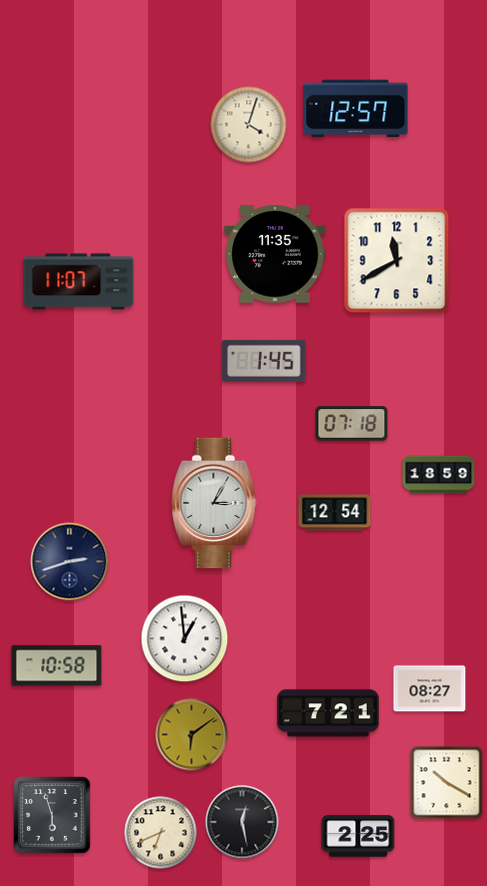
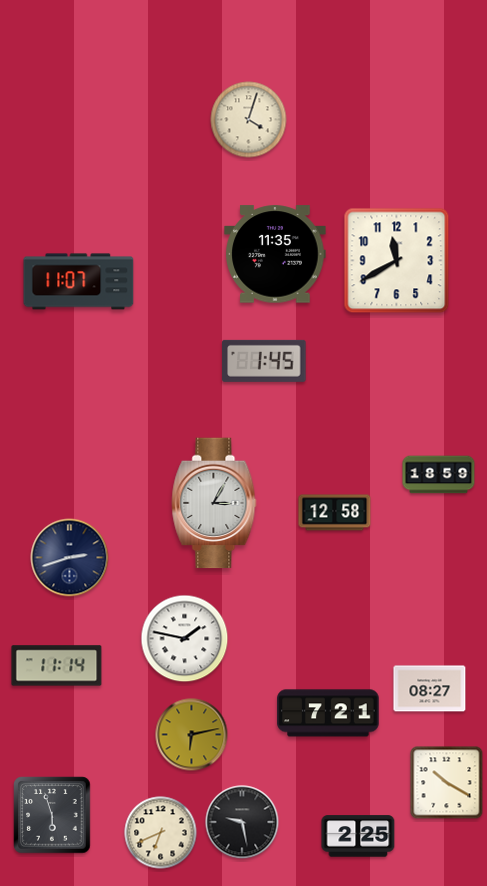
clock at (356, 109): 12:57 -> none
clock at (249, 125) position: (249, 125) -> (249, 120)
clock at (352, 424): 07:18 -> none
clock at (335, 513): 12:54 -> 12:58
clock at (70, 562) position: (70, 562) -> (70, 558)
clock at (185, 639): 12:59 -> 1:47
clock at (57, 666): 10:58 -> 11:14
clock at (192, 735): 6:09 -> 6:13
clock at (242, 822): 12:28 -> 9:28
